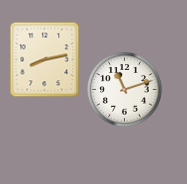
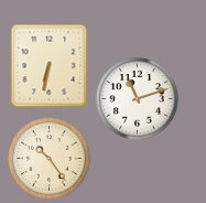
clock at (45, 60): 8:13 -> 6:32
clock at (50, 159): none -> 10:24
